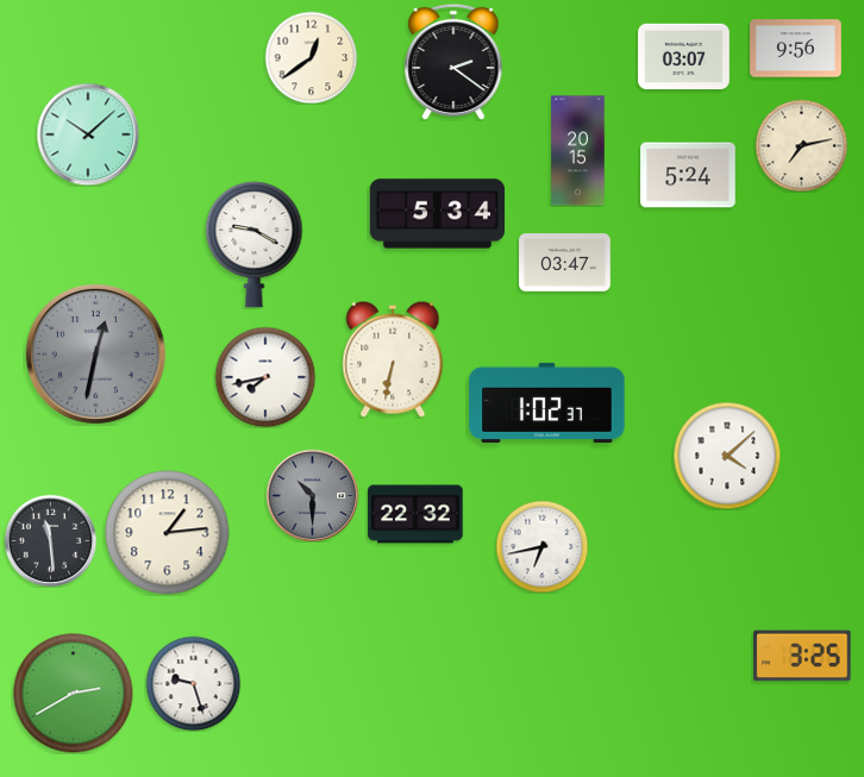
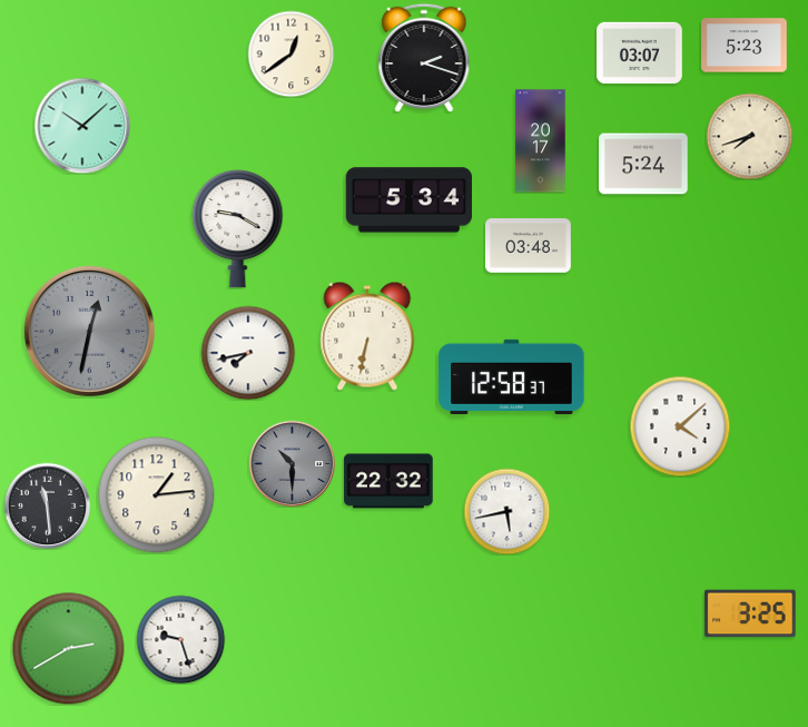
clock at (796, 49): 9:56 -> 5:23
clock at (453, 62): 2:21 -> 2:18
clock at (801, 145): 7:13 -> 7:42
clock at (578, 151): 20:15 -> 20:17
clock at (565, 263): 03:47 -> 03:48
clock at (547, 402): 1:02 -> 12:58
clock at (168, 533) position: (168, 533) -> (157, 495)
clock at (541, 546): 6:43 -> 5:43
